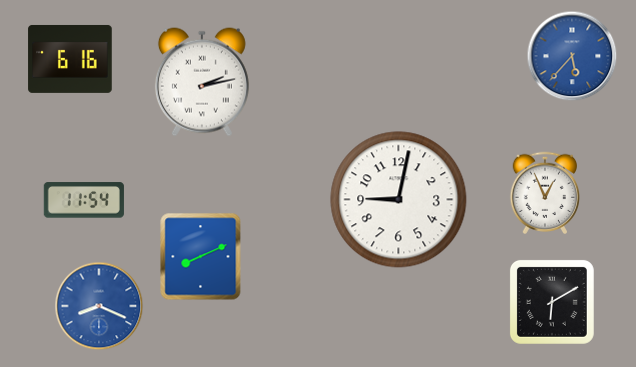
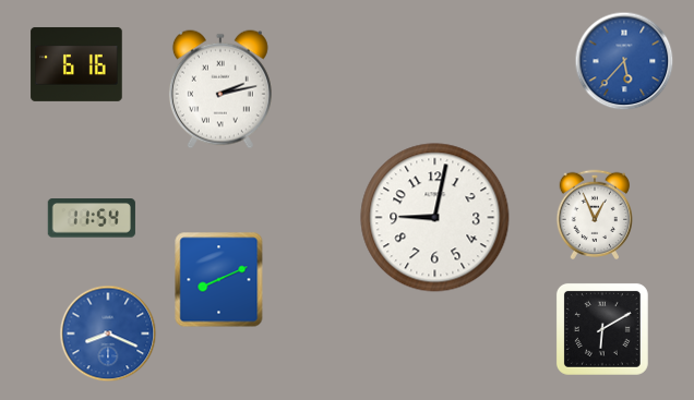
clock at (544, 192) position: (544, 192) -> (594, 214)
